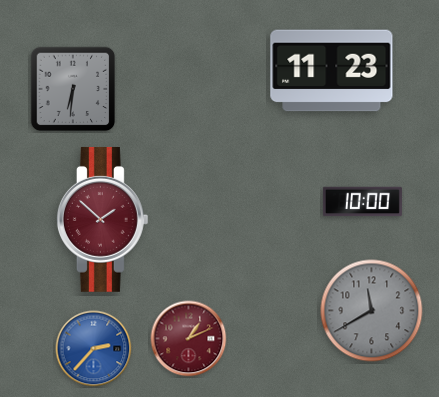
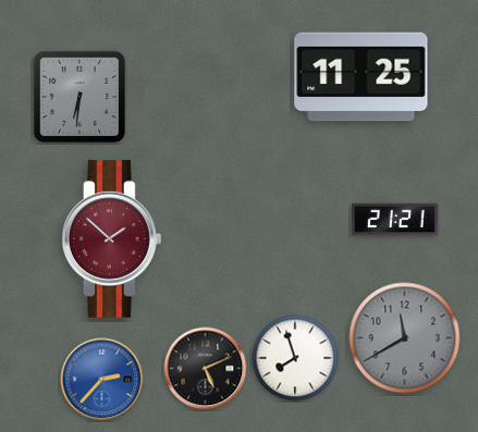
clock at (332, 71): 11:23 -> 11:25
clock at (362, 202): 10:00 -> 21:21
clock at (295, 358): none -> 7:57
clock at (189, 339): 1:11 -> 5:11
clock at (189, 339) dial: burgundy -> black
